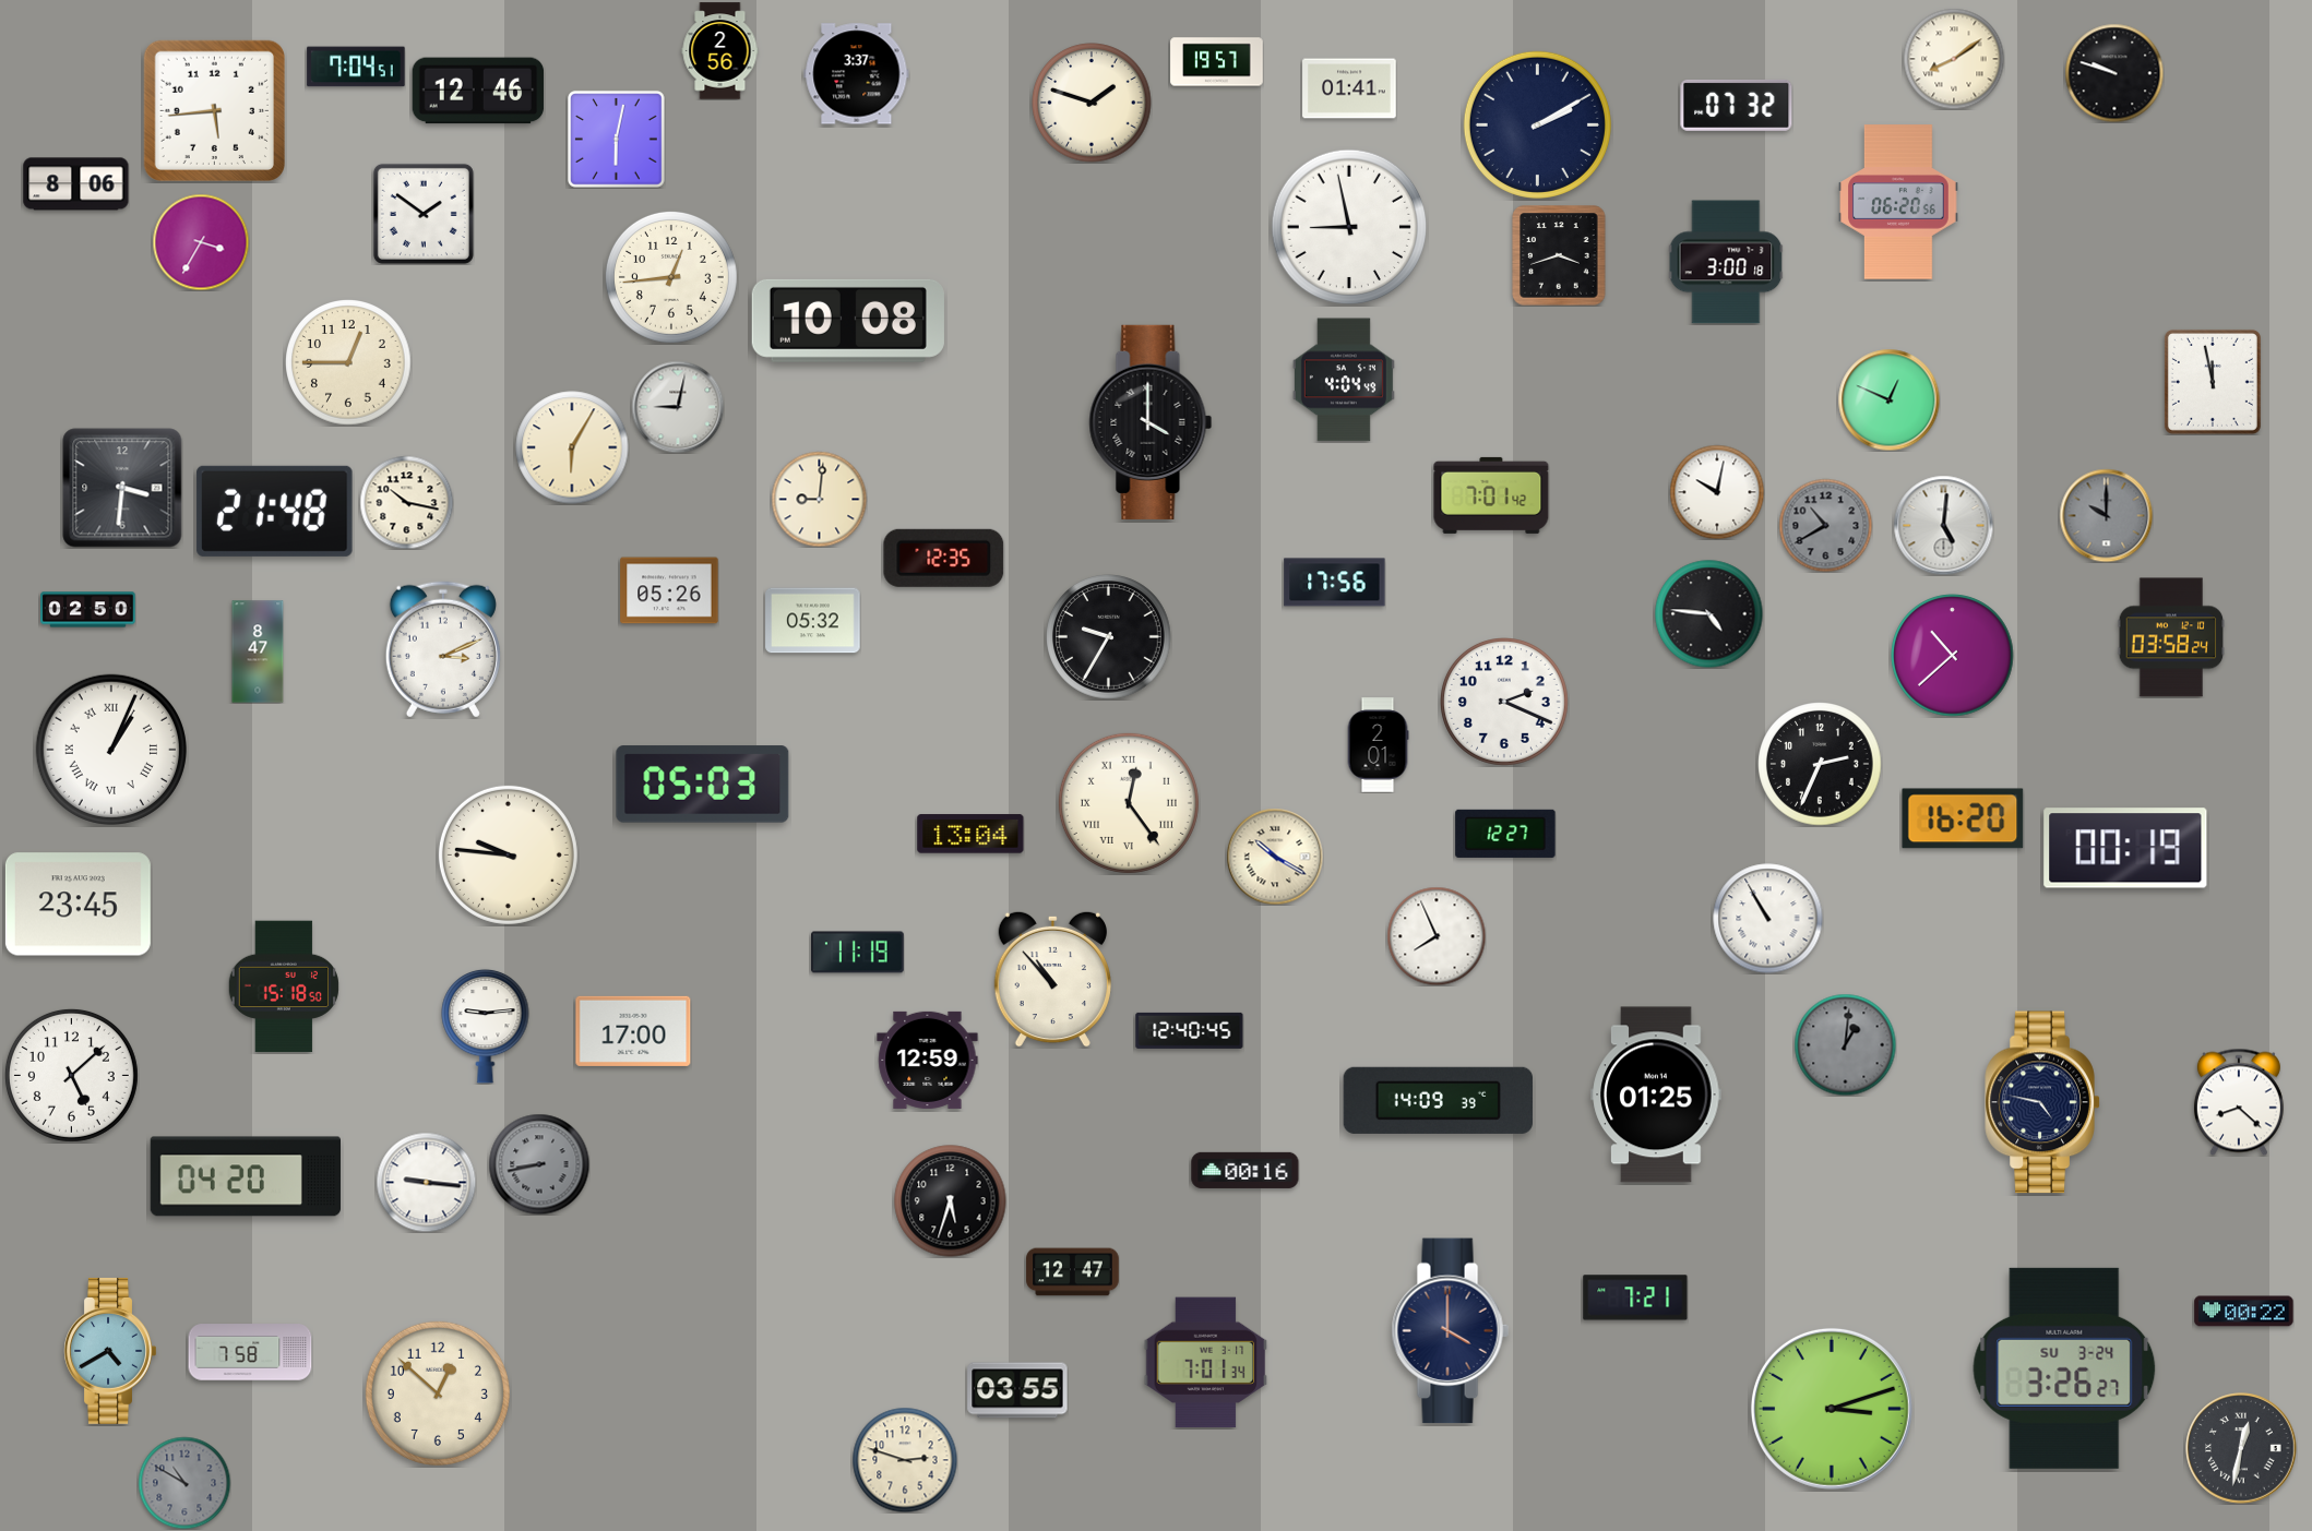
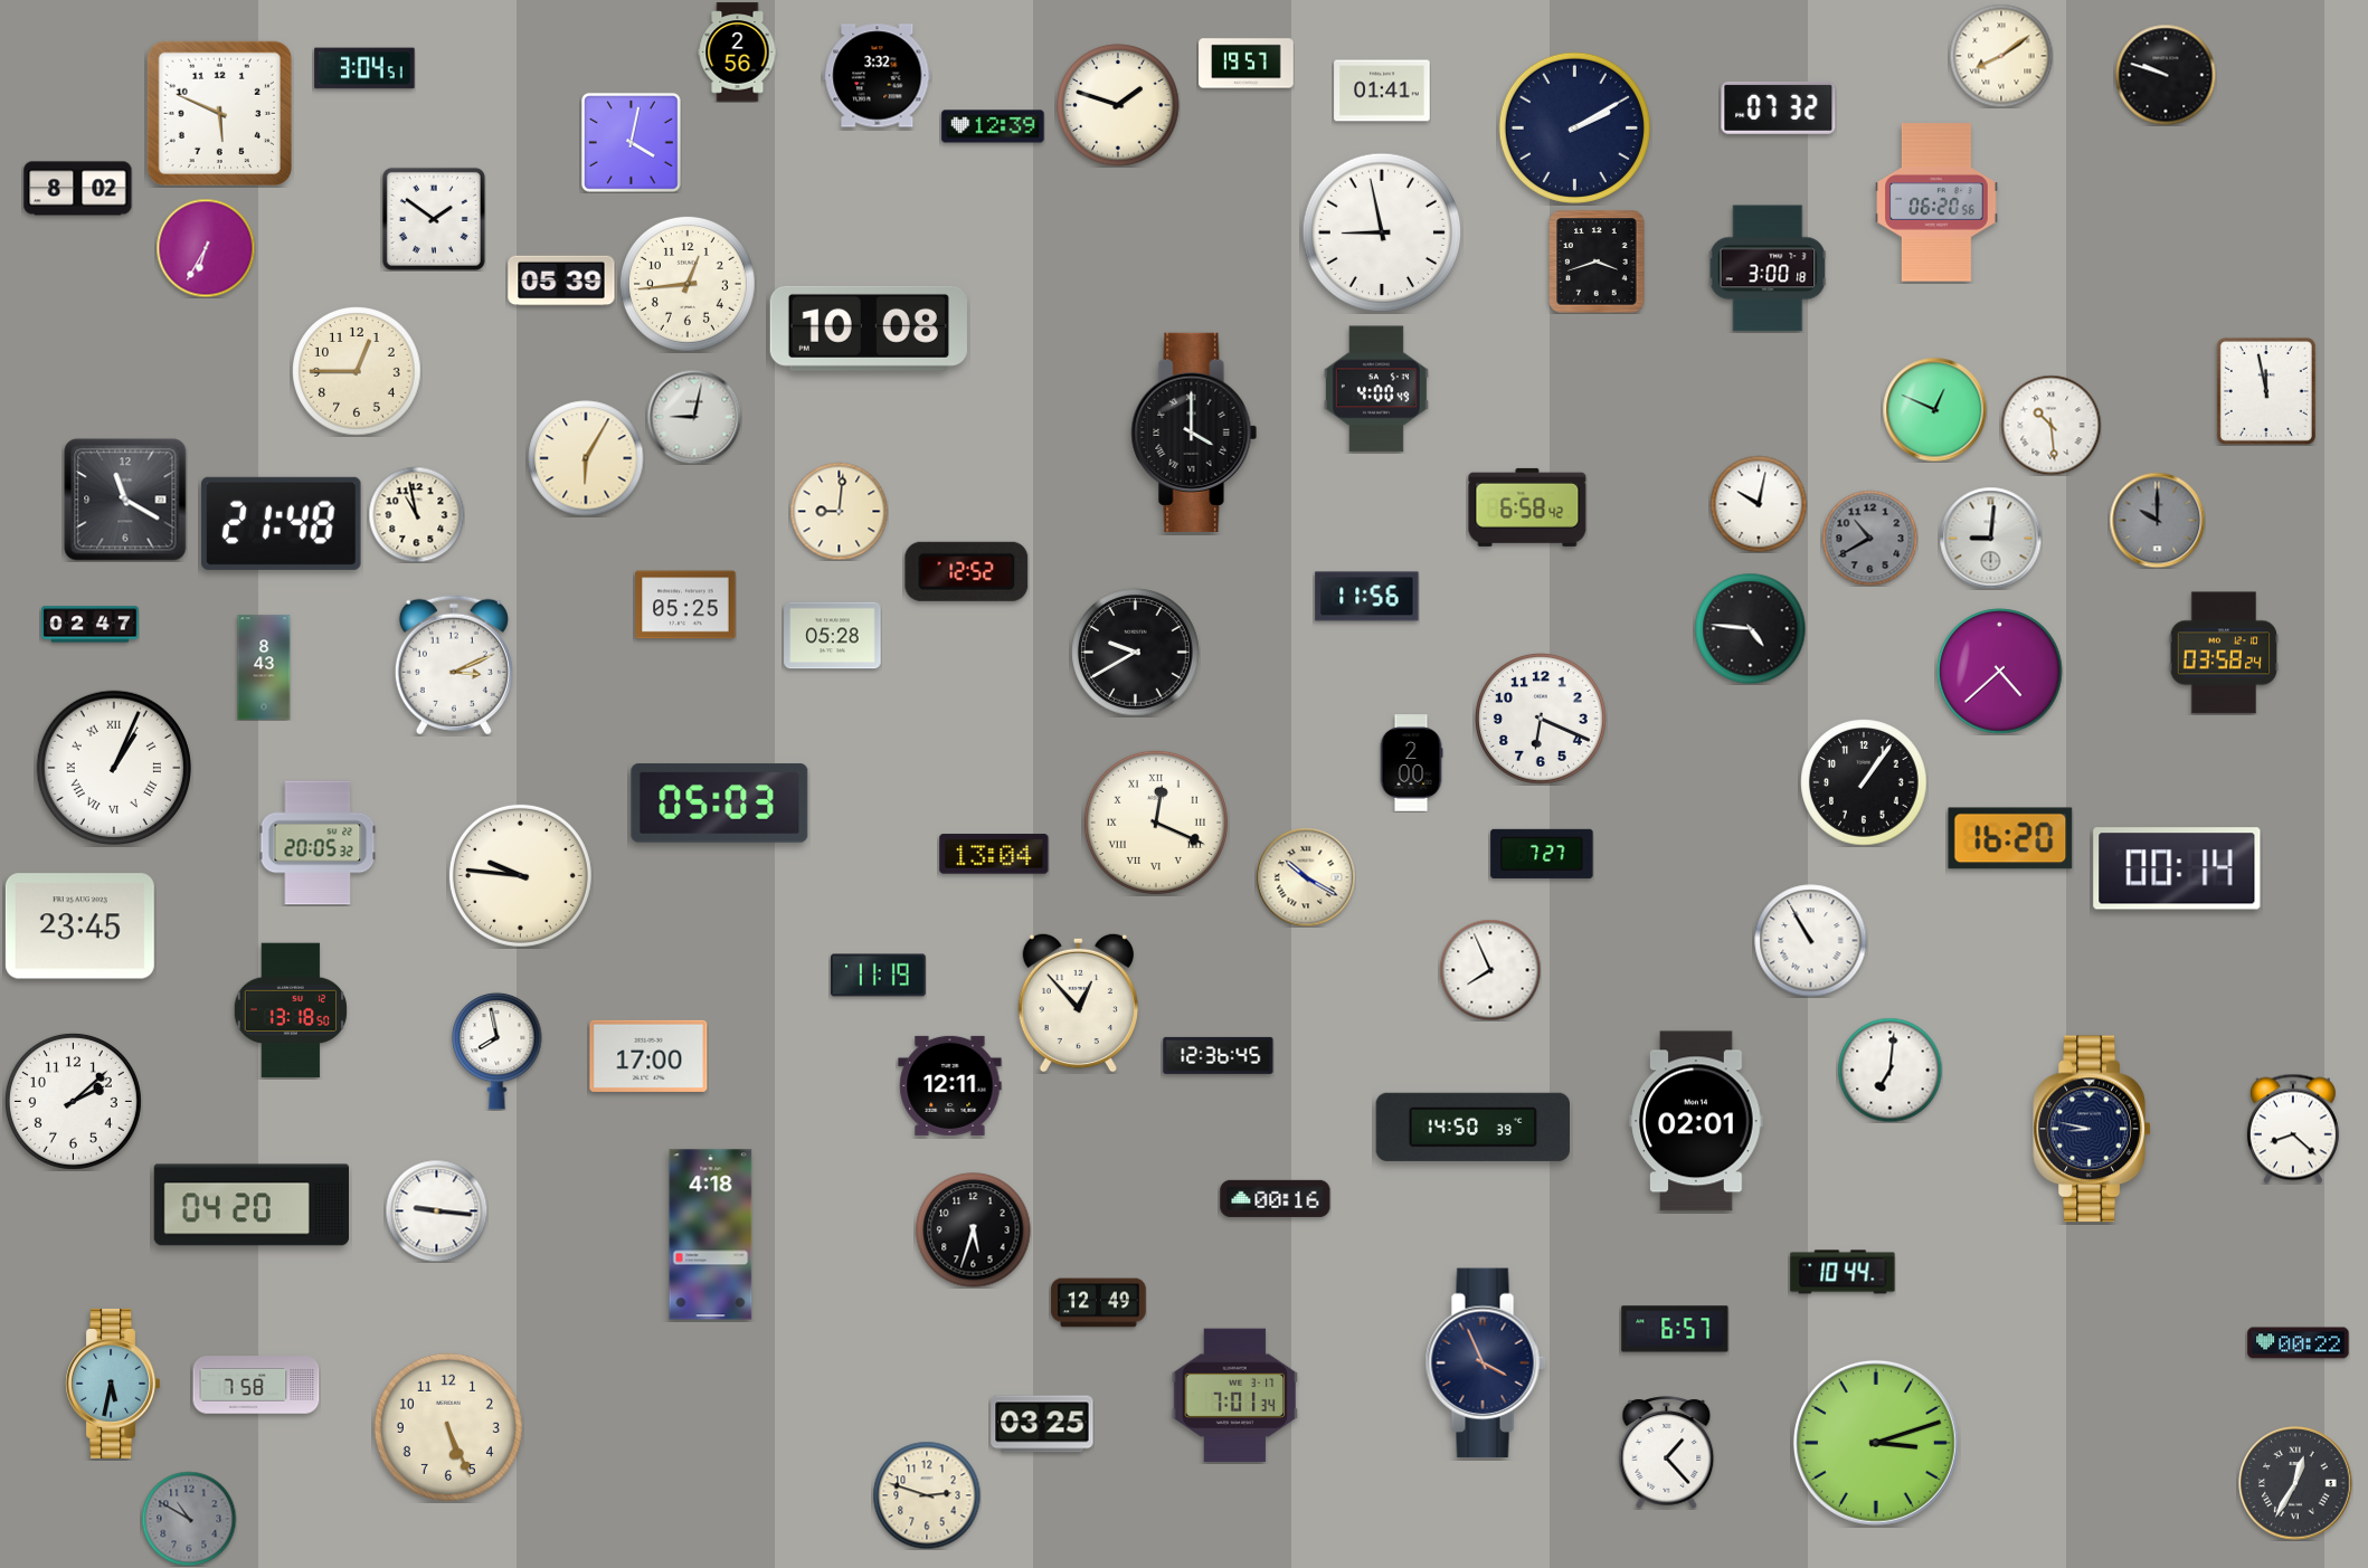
clock at (1954, 59) position: (1954, 59) -> (2001, 56)
clock at (356, 67): 7:04 -> 3:04
clock at (857, 74): 3:37 -> 3:32
clock at (478, 91): 12:46 -> none
clock at (214, 110): 5:44 -> 5:49
clock at (993, 126): none -> 12:39
clock at (617, 140): 6:02 -> 4:02
clock at (76, 184): 8:06 -> 8:02
clock at (1898, 202) position: (1898, 202) -> (1936, 202)
clock at (201, 242): 3:35 -> 6:35
clock at (561, 281): none -> 05:39
clock at (1344, 380): 4:04 -> 4:00
clock at (2050, 425): none -> 10:29
clock at (1151, 422) position: (1151, 422) -> (1194, 433)
clock at (122, 488): 3:31 -> 11:20
clock at (1491, 495): 7:01 -> 6:58
clock at (406, 502): 10:17 -> 10:58
clock at (2106, 515) position: (2106, 515) -> (2157, 520)
clock at (1943, 525): 5:01 -> 9:01
clock at (944, 558): 12:35 -> 12:52
clock at (1335, 583): 17:56 -> 11:56
clock at (669, 590): 05:26 -> 05:25
clock at (88, 610): 02:50 -> 02:47
clock at (813, 621): 05:32 -> 05:28
clock at (1109, 637): 9:35 -> 9:40
clock at (258, 651): 8:47 -> 8:43
clock at (1953, 656): 10:38 -> 4:38
clock at (1505, 703): 2:19 -> 6:19
clock at (1378, 745): 2:01 -> 2:00
clock at (1820, 764): 2:34 -> 1:06
clock at (1129, 803): 12:24 -> 12:19
clock at (318, 843): none -> 20:05
clock at (1505, 834): 12:27 -> 7:27
clock at (2125, 848): 00:19 -> 00:14
clock at (1437, 936) position: (1437, 936) -> (1490, 970)
clock at (1052, 979): 10:53 -> 12:53
clock at (284, 986): 15:18 -> 13:18
clock at (486, 1026): 9:14 -> 7:58
clock at (1190, 1030): 12:40 -> 12:36
clock at (1845, 1044): 1:01 -> 7:01
clock at (1845, 1044) dial: grey -> white
clock at (928, 1060): 12:59 -> 12:11
clock at (71, 1075): 5:08 -> 2:08
clock at (1656, 1095): 01:25 -> 02:01
clock at (1438, 1100): 14:09 -> 14:50
clock at (2042, 1102): 4:47 -> 8:47
clock at (539, 1164): 8:43 -> none
clock at (711, 1235): none -> 4:18
clock at (1843, 1272): none -> 10:44
clock at (1073, 1272): 12:47 -> 12:49
clock at (1635, 1297): 7:21 -> 6:57
clock at (1450, 1331): 4:00 -> 3:56
clock at (109, 1351): 4:40 -> 5:32
clock at (2064, 1368): 3:26 -> none
clock at (1017, 1390): 03:55 -> 03:25
clock at (438, 1394): 12:52 -> 5:26
clock at (1667, 1453): none -> 1:23
clock at (2241, 1448): 12:32 -> 12:35
